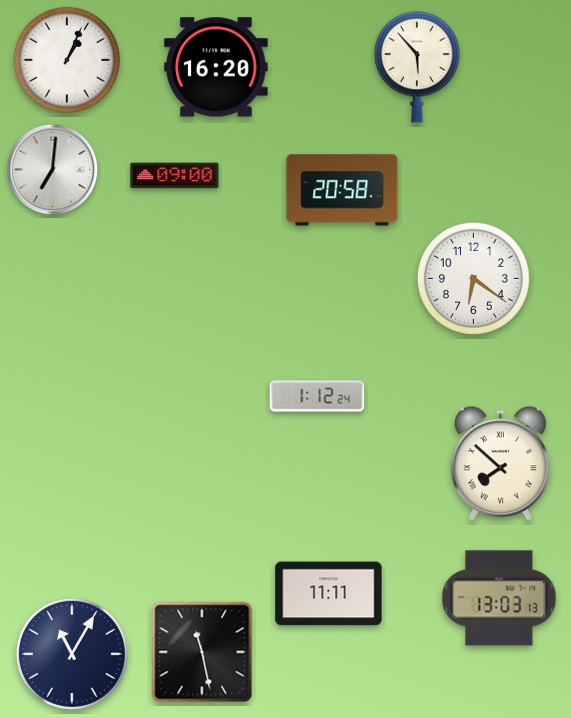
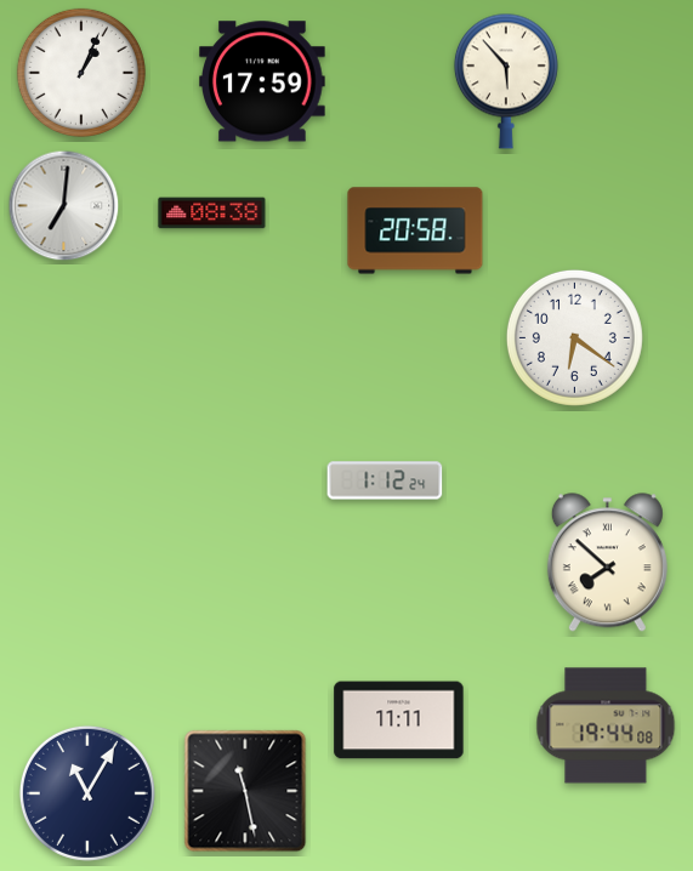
clock at (216, 67): 16:20 -> 17:59
clock at (175, 176): 09:00 -> 08:38
clock at (499, 598): 13:03 -> 19:44
